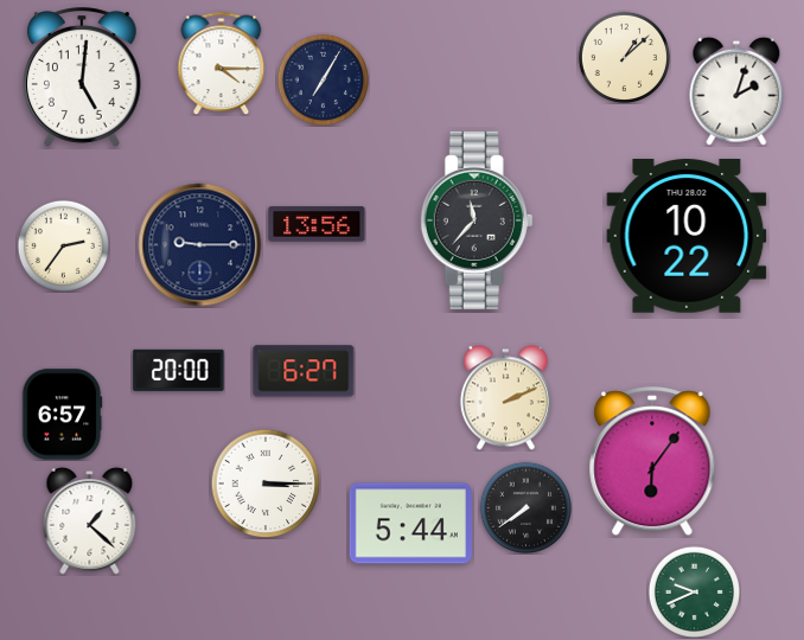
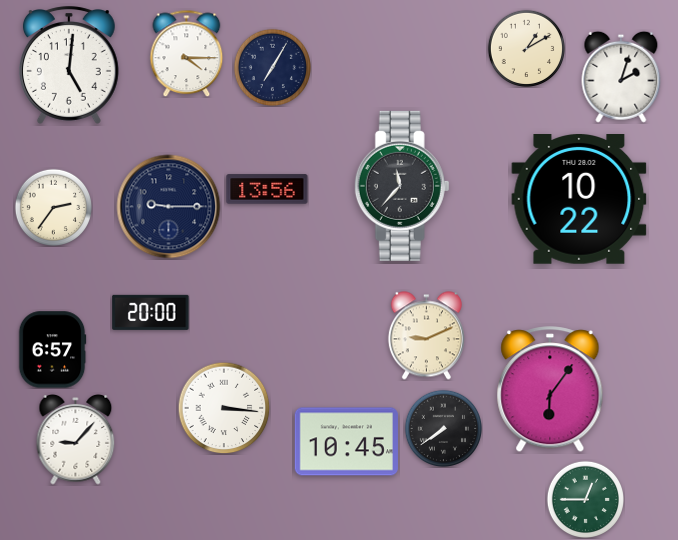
clock at (624, 57): 1:08 -> 1:10
clock at (304, 371): 6:27 -> none
clock at (505, 398): 2:11 -> 9:11
clock at (266, 484): 3:15 -> 3:16
clock at (90, 520): 1:22 -> 9:07
clock at (410, 524): 5:44 -> 10:45
clock at (694, 591): 9:41 -> 12:45
